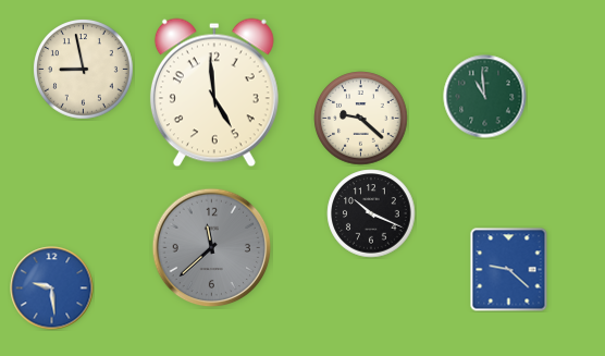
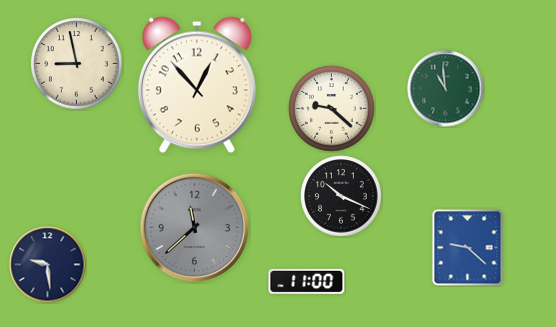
clock at (214, 93): 4:59 -> 12:53
clock at (52, 289) dial: blue -> navy
clock at (307, 281): none -> 11:00
